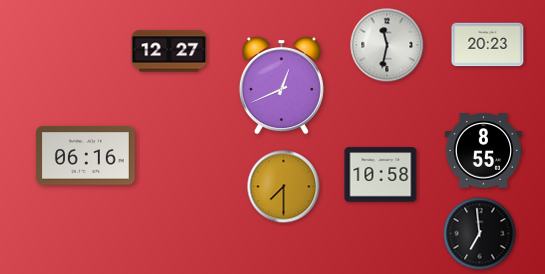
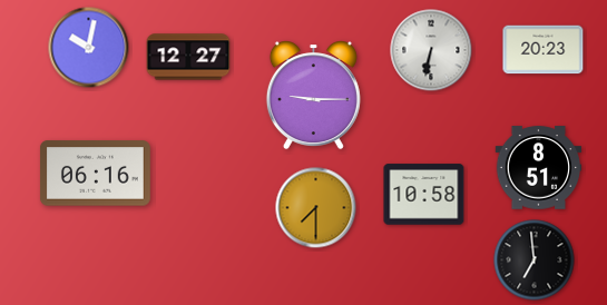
clock at (89, 48): none -> 10:02
clock at (387, 45): 11:32 -> 6:32
clock at (281, 86): 12:41 -> 9:15
clock at (484, 151): 8:55 -> 8:51
